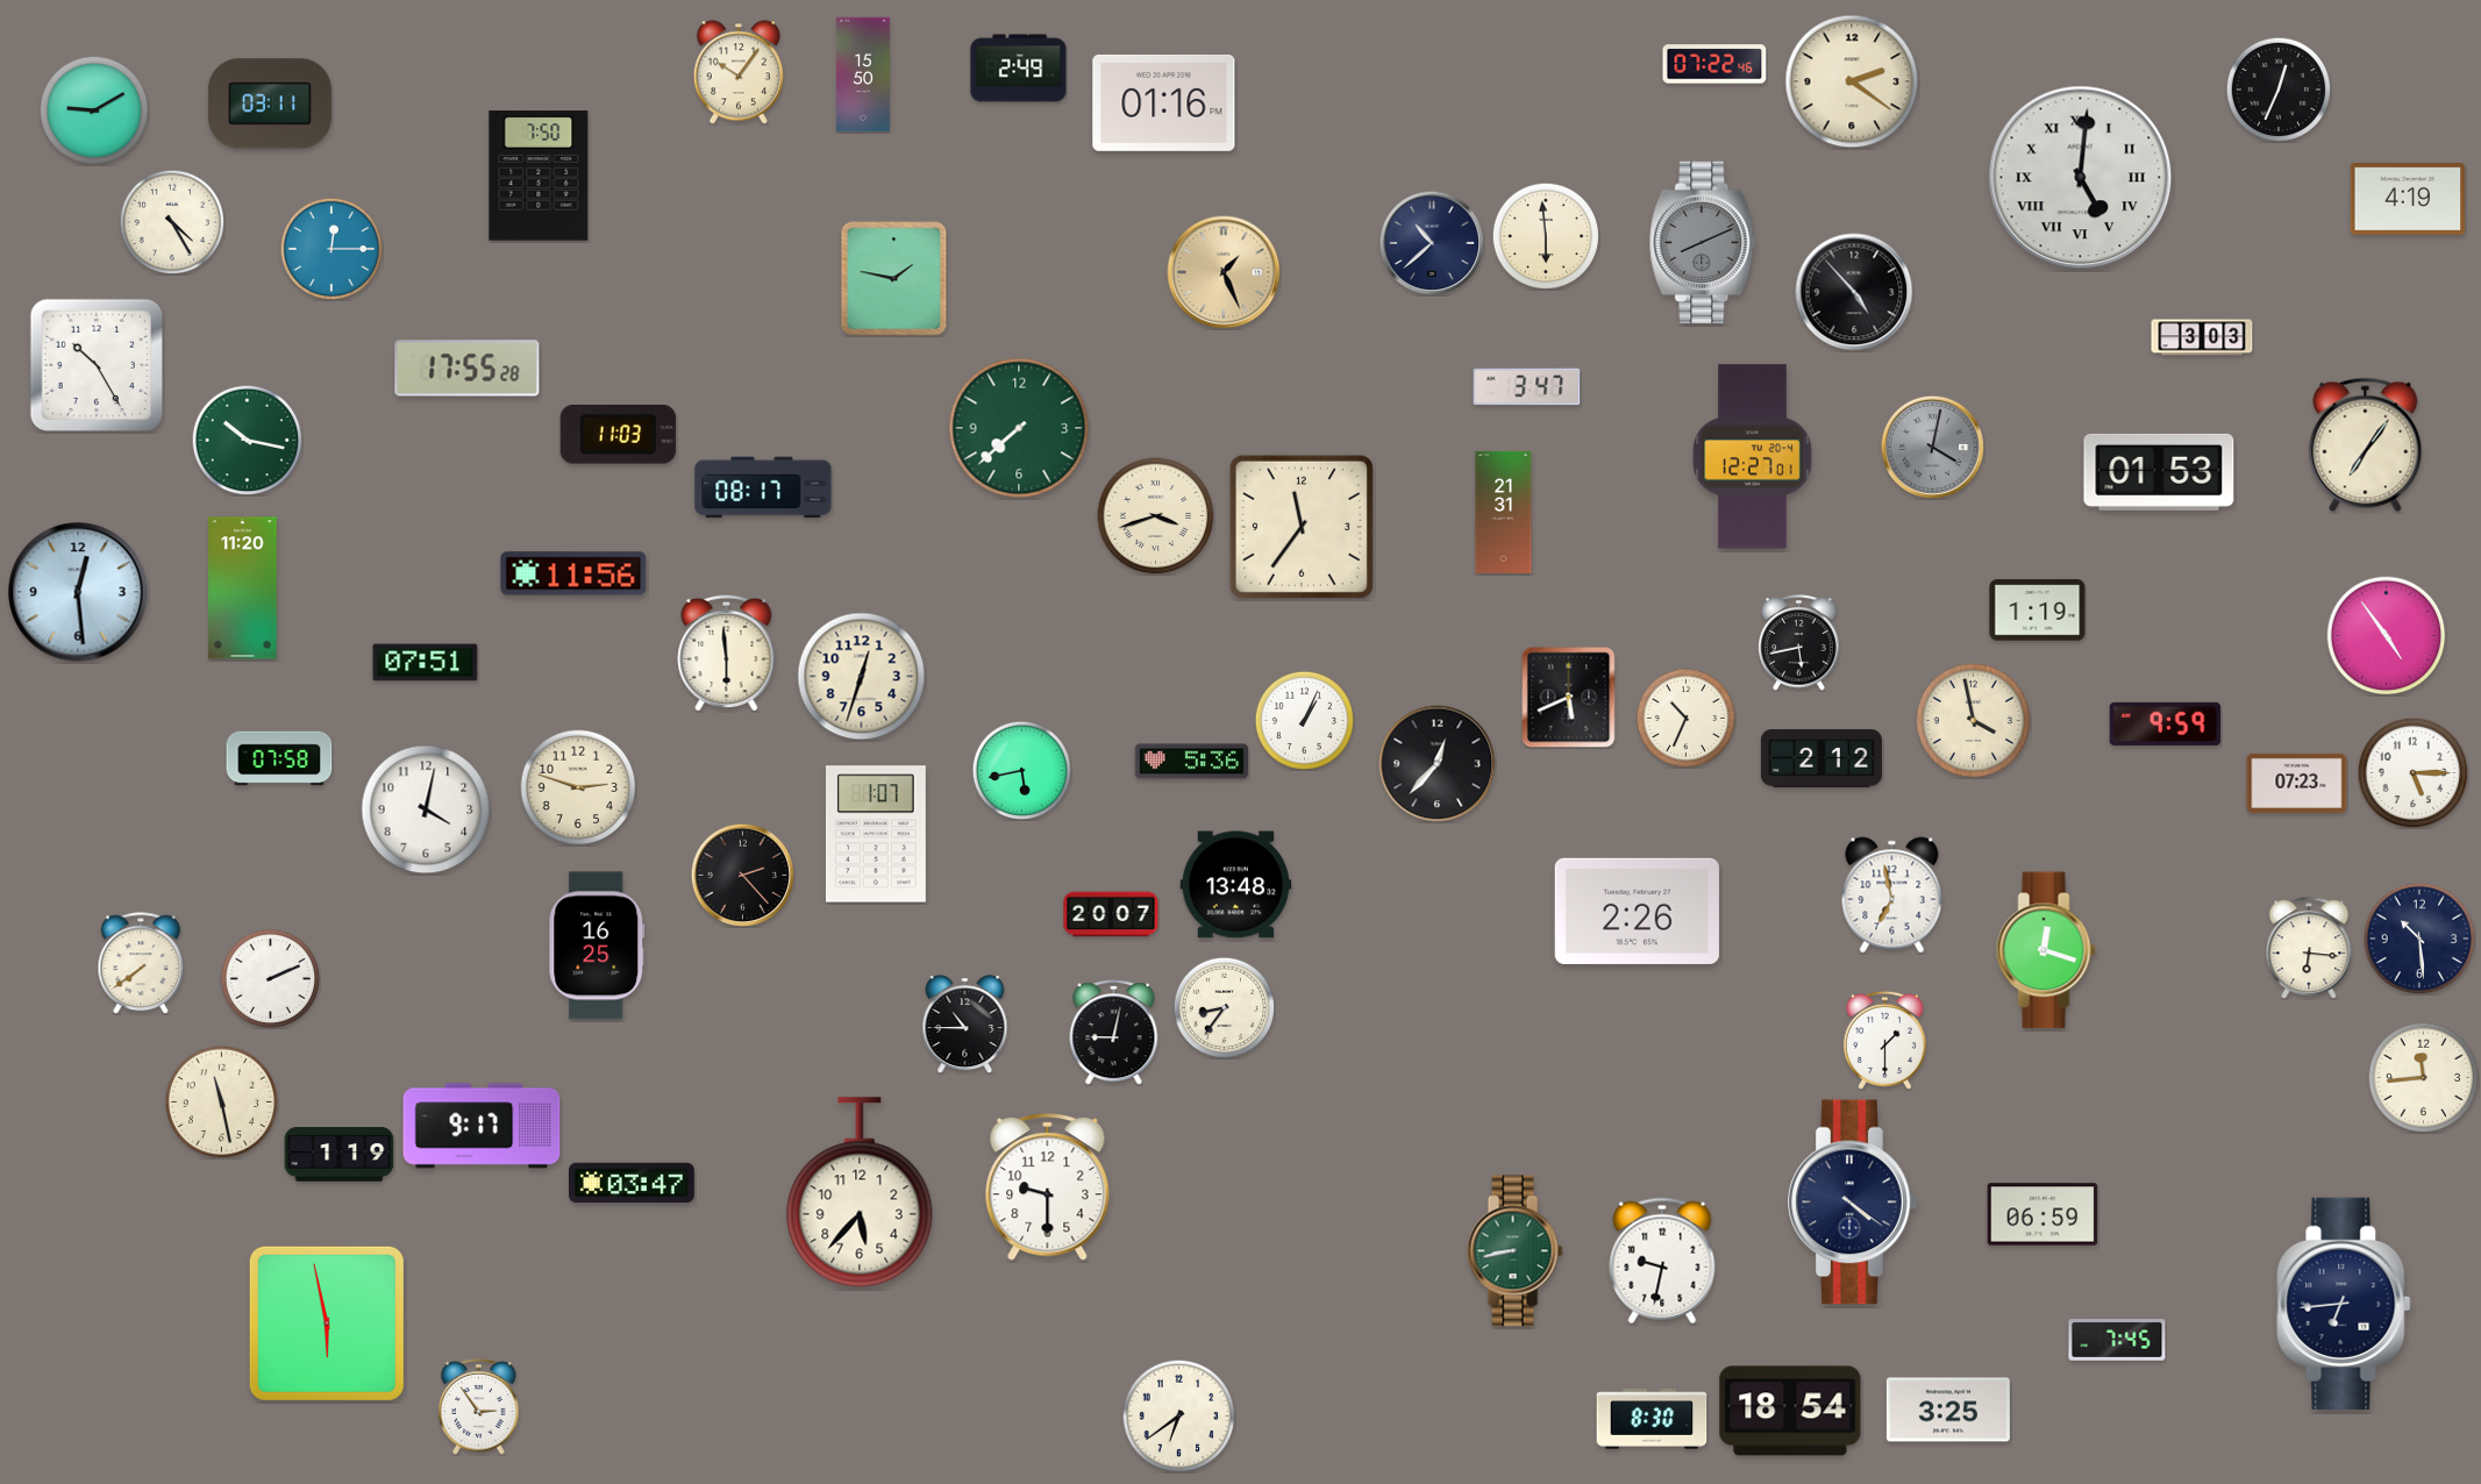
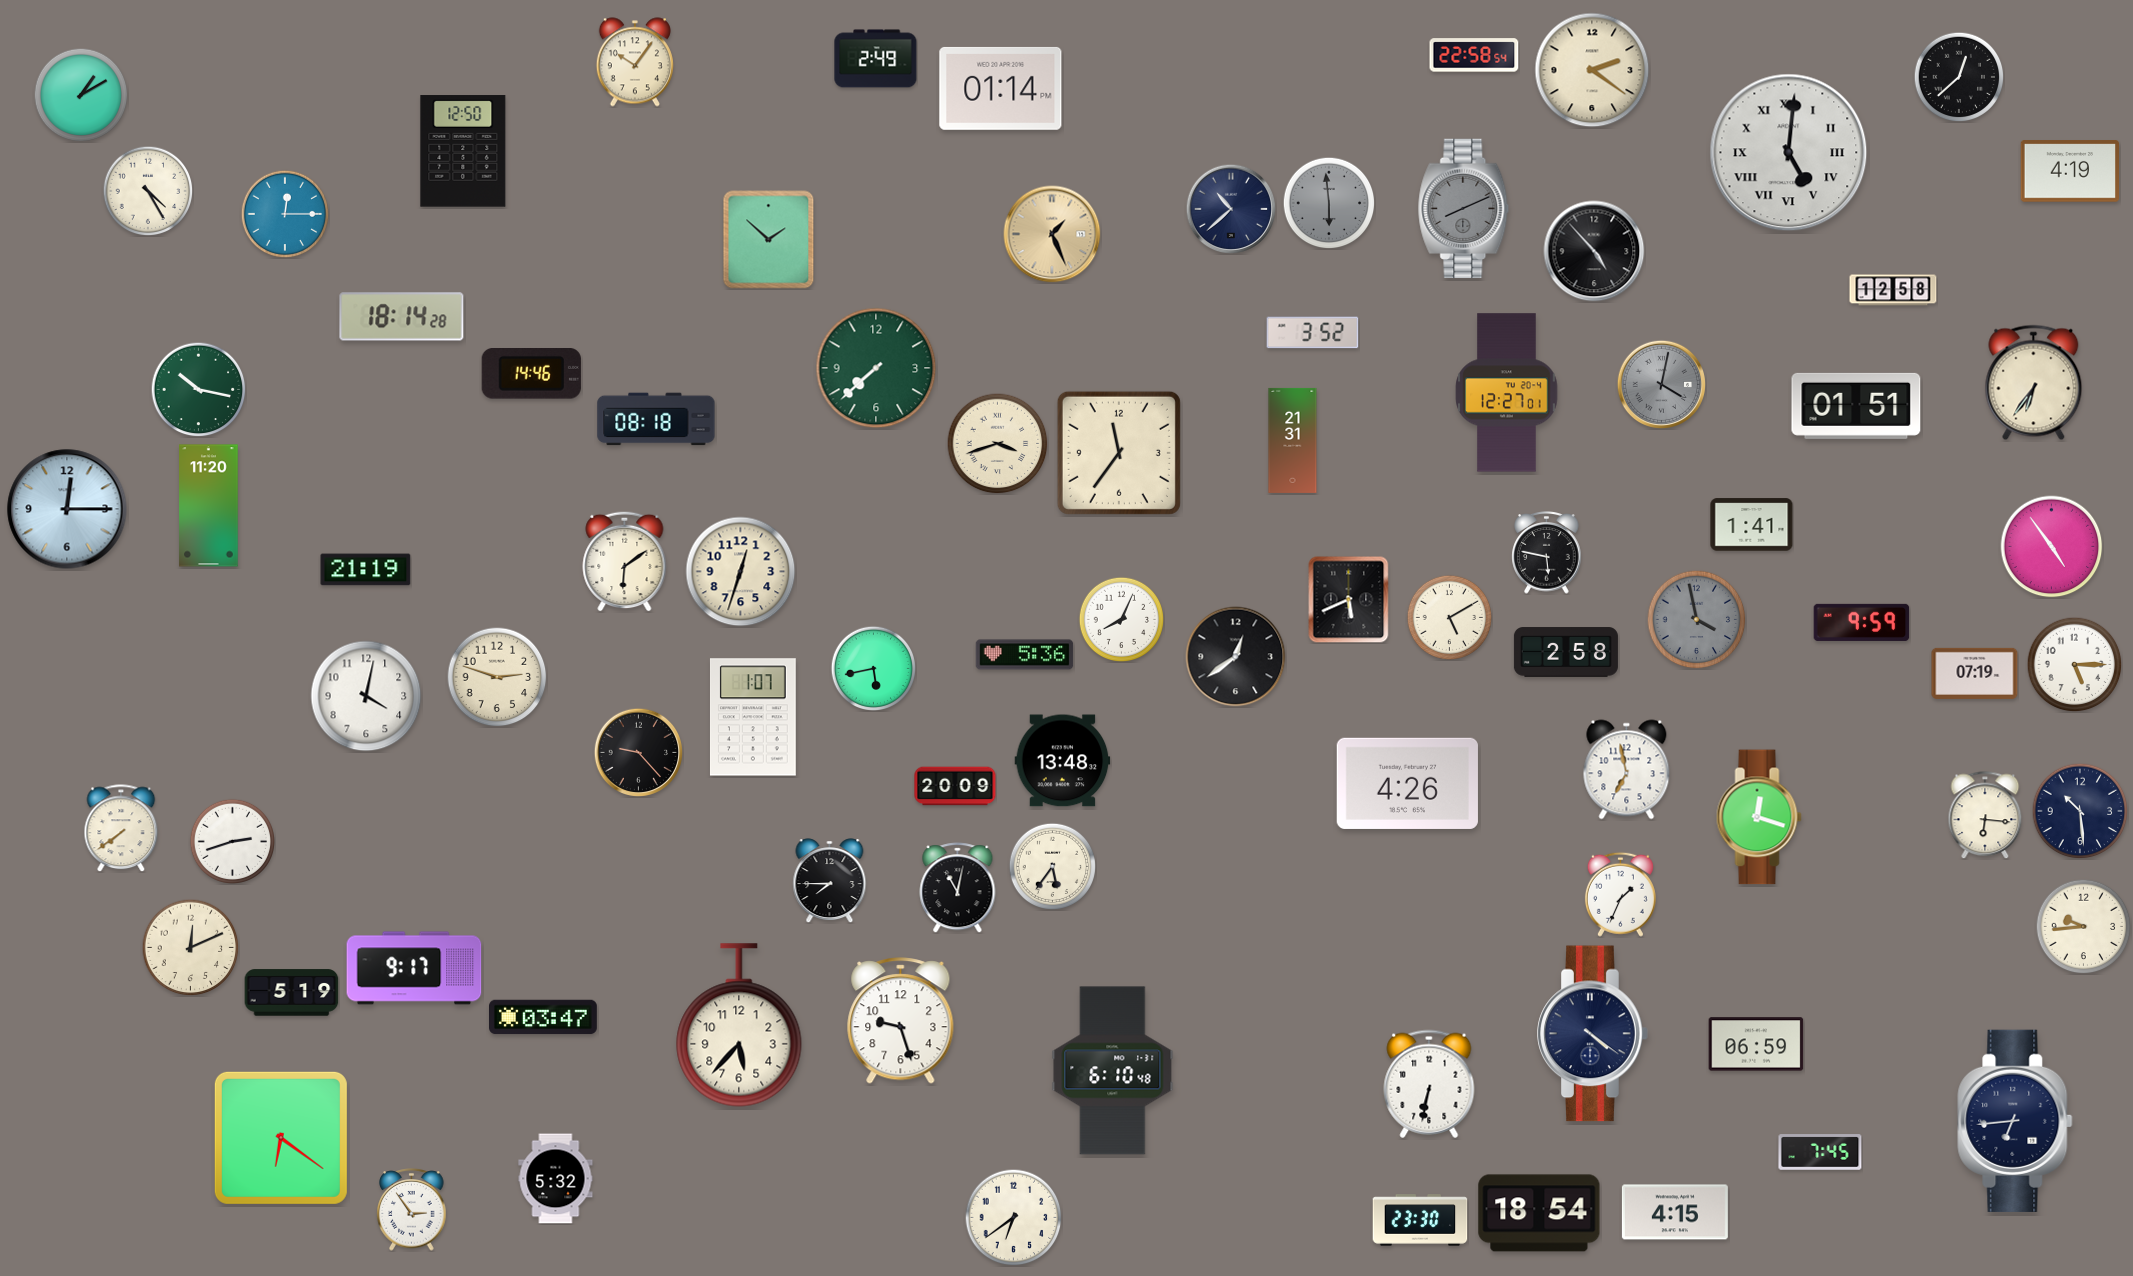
clock at (1714, 64): 07:22 -> 22:58
clock at (863, 74): 15:50 -> none
clock at (2279, 90): 12:34 -> 12:38
clock at (1164, 102): 01:16 -> 01:14
clock at (270, 104): 03:11 -> none
clock at (94, 110): 9:10 -> 1:10
clock at (539, 176): 7:50 -> 12:50
clock at (1546, 236) dial: cream -> grey
clock at (894, 279): 1:47 -> 1:52
clock at (2202, 337): 3:03 -> 12:58
clock at (97, 365): 10:25 -> none
clock at (468, 369): 17:55 -> 18:14
clock at (1527, 387): 3:47 -> 3:52
clock at (618, 435): 11:03 -> 14:46
clock at (247, 440) position: (247, 440) -> (198, 389)
clock at (2366, 445): 7:06 -> 6:36
clock at (2159, 472): 01:53 -> 01:51
clock at (763, 487): 08:17 -> 08:18
clock at (1156, 516) position: (1156, 516) -> (998, 444)
clock at (573, 573): 11:56 -> none
clock at (78, 592): 12:29 -> 12:15
clock at (2038, 611): 1:19 -> 1:41
clock at (1799, 643): 5:43 -> 5:47
clock at (727, 652): 5:59 -> 6:09
clock at (426, 663): 07:51 -> 21:19
clock at (862, 677) position: (862, 677) -> (741, 572)
clock at (1685, 718): 10:34 -> 5:10
clock at (1304, 720): 1:04 -> 8:04
clock at (1974, 721) dial: cream -> grey
clock at (279, 758): 07:58 -> none
clock at (1821, 758): 2:12 -> 2:58
clock at (1438, 764): 12:37 -> 12:39
clock at (1021, 770) position: (1021, 770) -> (873, 668)
clock at (2297, 783): 07:23 -> 07:19
clock at (742, 875): 2:23 -> 9:23
clock at (1637, 911): 2:26 -> 4:26
clock at (1111, 914): 20:07 -> 20:09
clock at (2419, 939) position: (2419, 939) -> (2080, 811)
clock at (597, 946): 16:25 -> none
clock at (270, 978): 2:11 -> 2:42
clock at (1224, 1007): 8:36 -> 5:36
clock at (965, 1025): 10:45 -> 7:45
clock at (1114, 1033): 9:02 -> 11:02
clock at (1884, 1040): 1:30 -> 1:34
clock at (2423, 1077): 11:44 -> 9:44
clock at (221, 1101): 11:28 -> 12:11
clock at (340, 1155): 1:19 -> 5:19
clock at (1048, 1187): 9:30 -> 9:27
clock at (1113, 1071): none -> 6:10
clock at (1514, 1251): 8:43 -> none
clock at (1662, 1261): 9:32 -> 6:32
clock at (327, 1324): 5:58 -> 6:21
clock at (556, 1179): none -> 5:32
clock at (1948, 1410): 3:25 -> 4:15
clock at (1652, 1419): 8:30 -> 23:30
